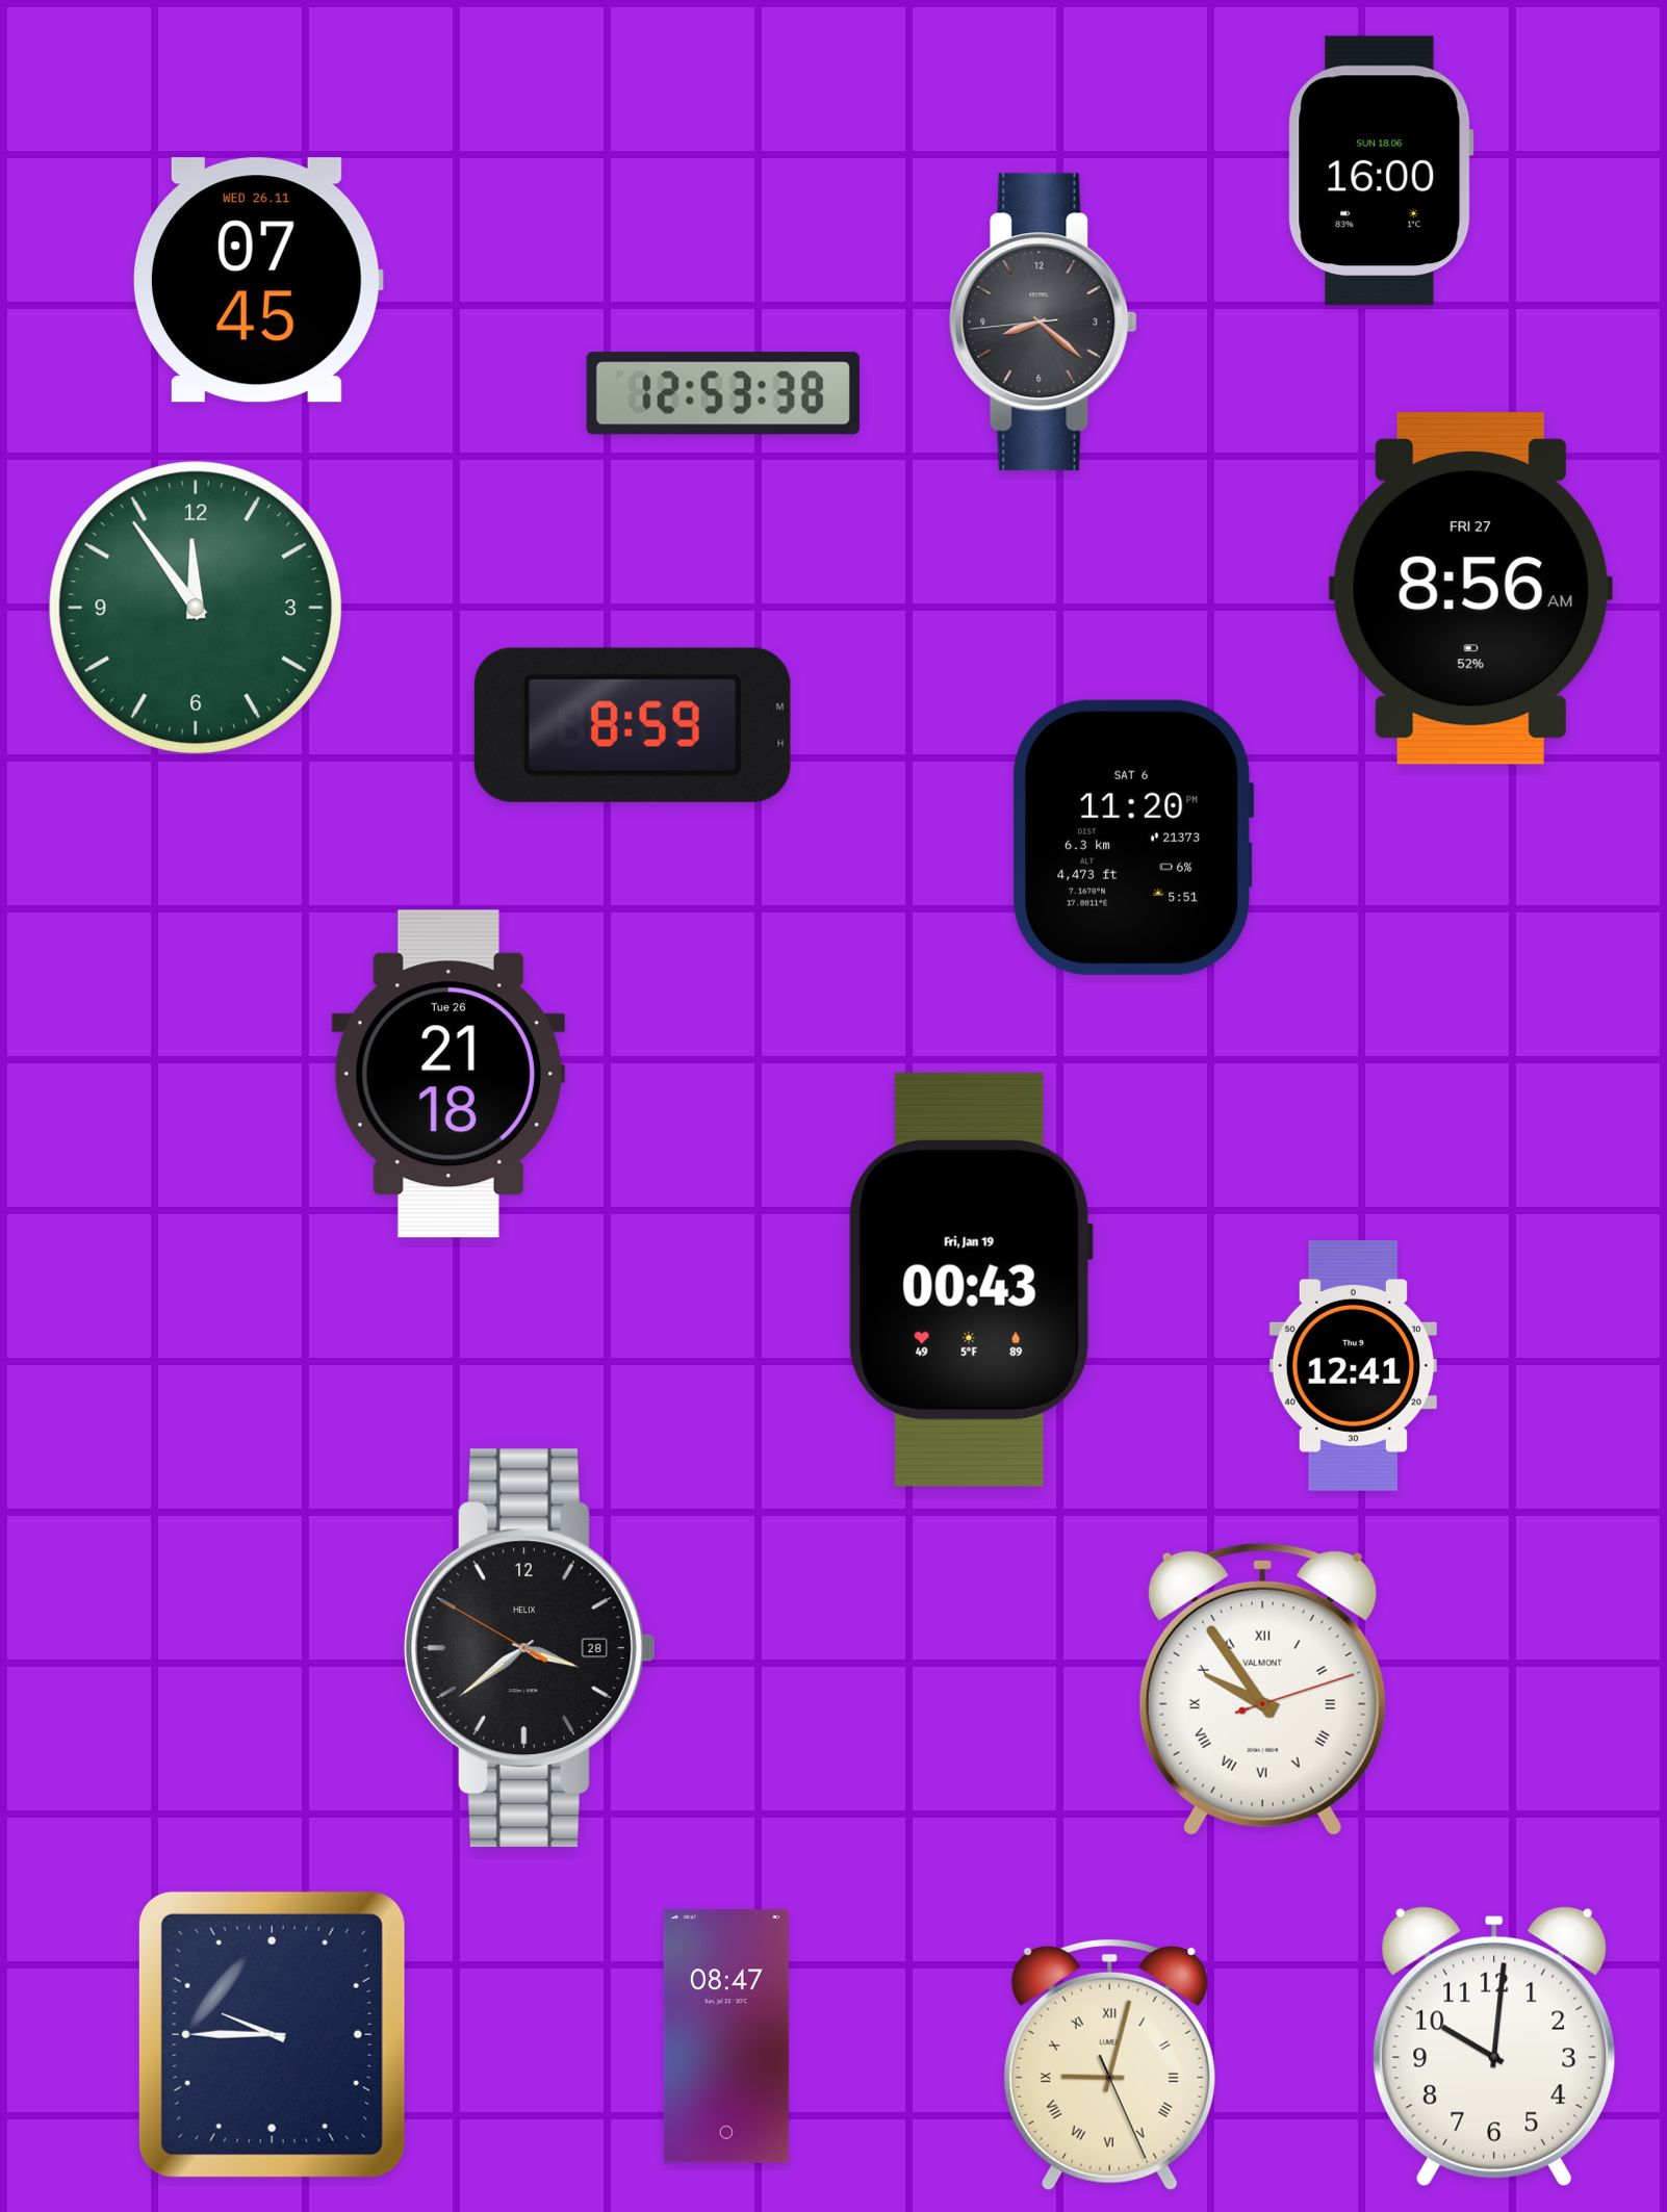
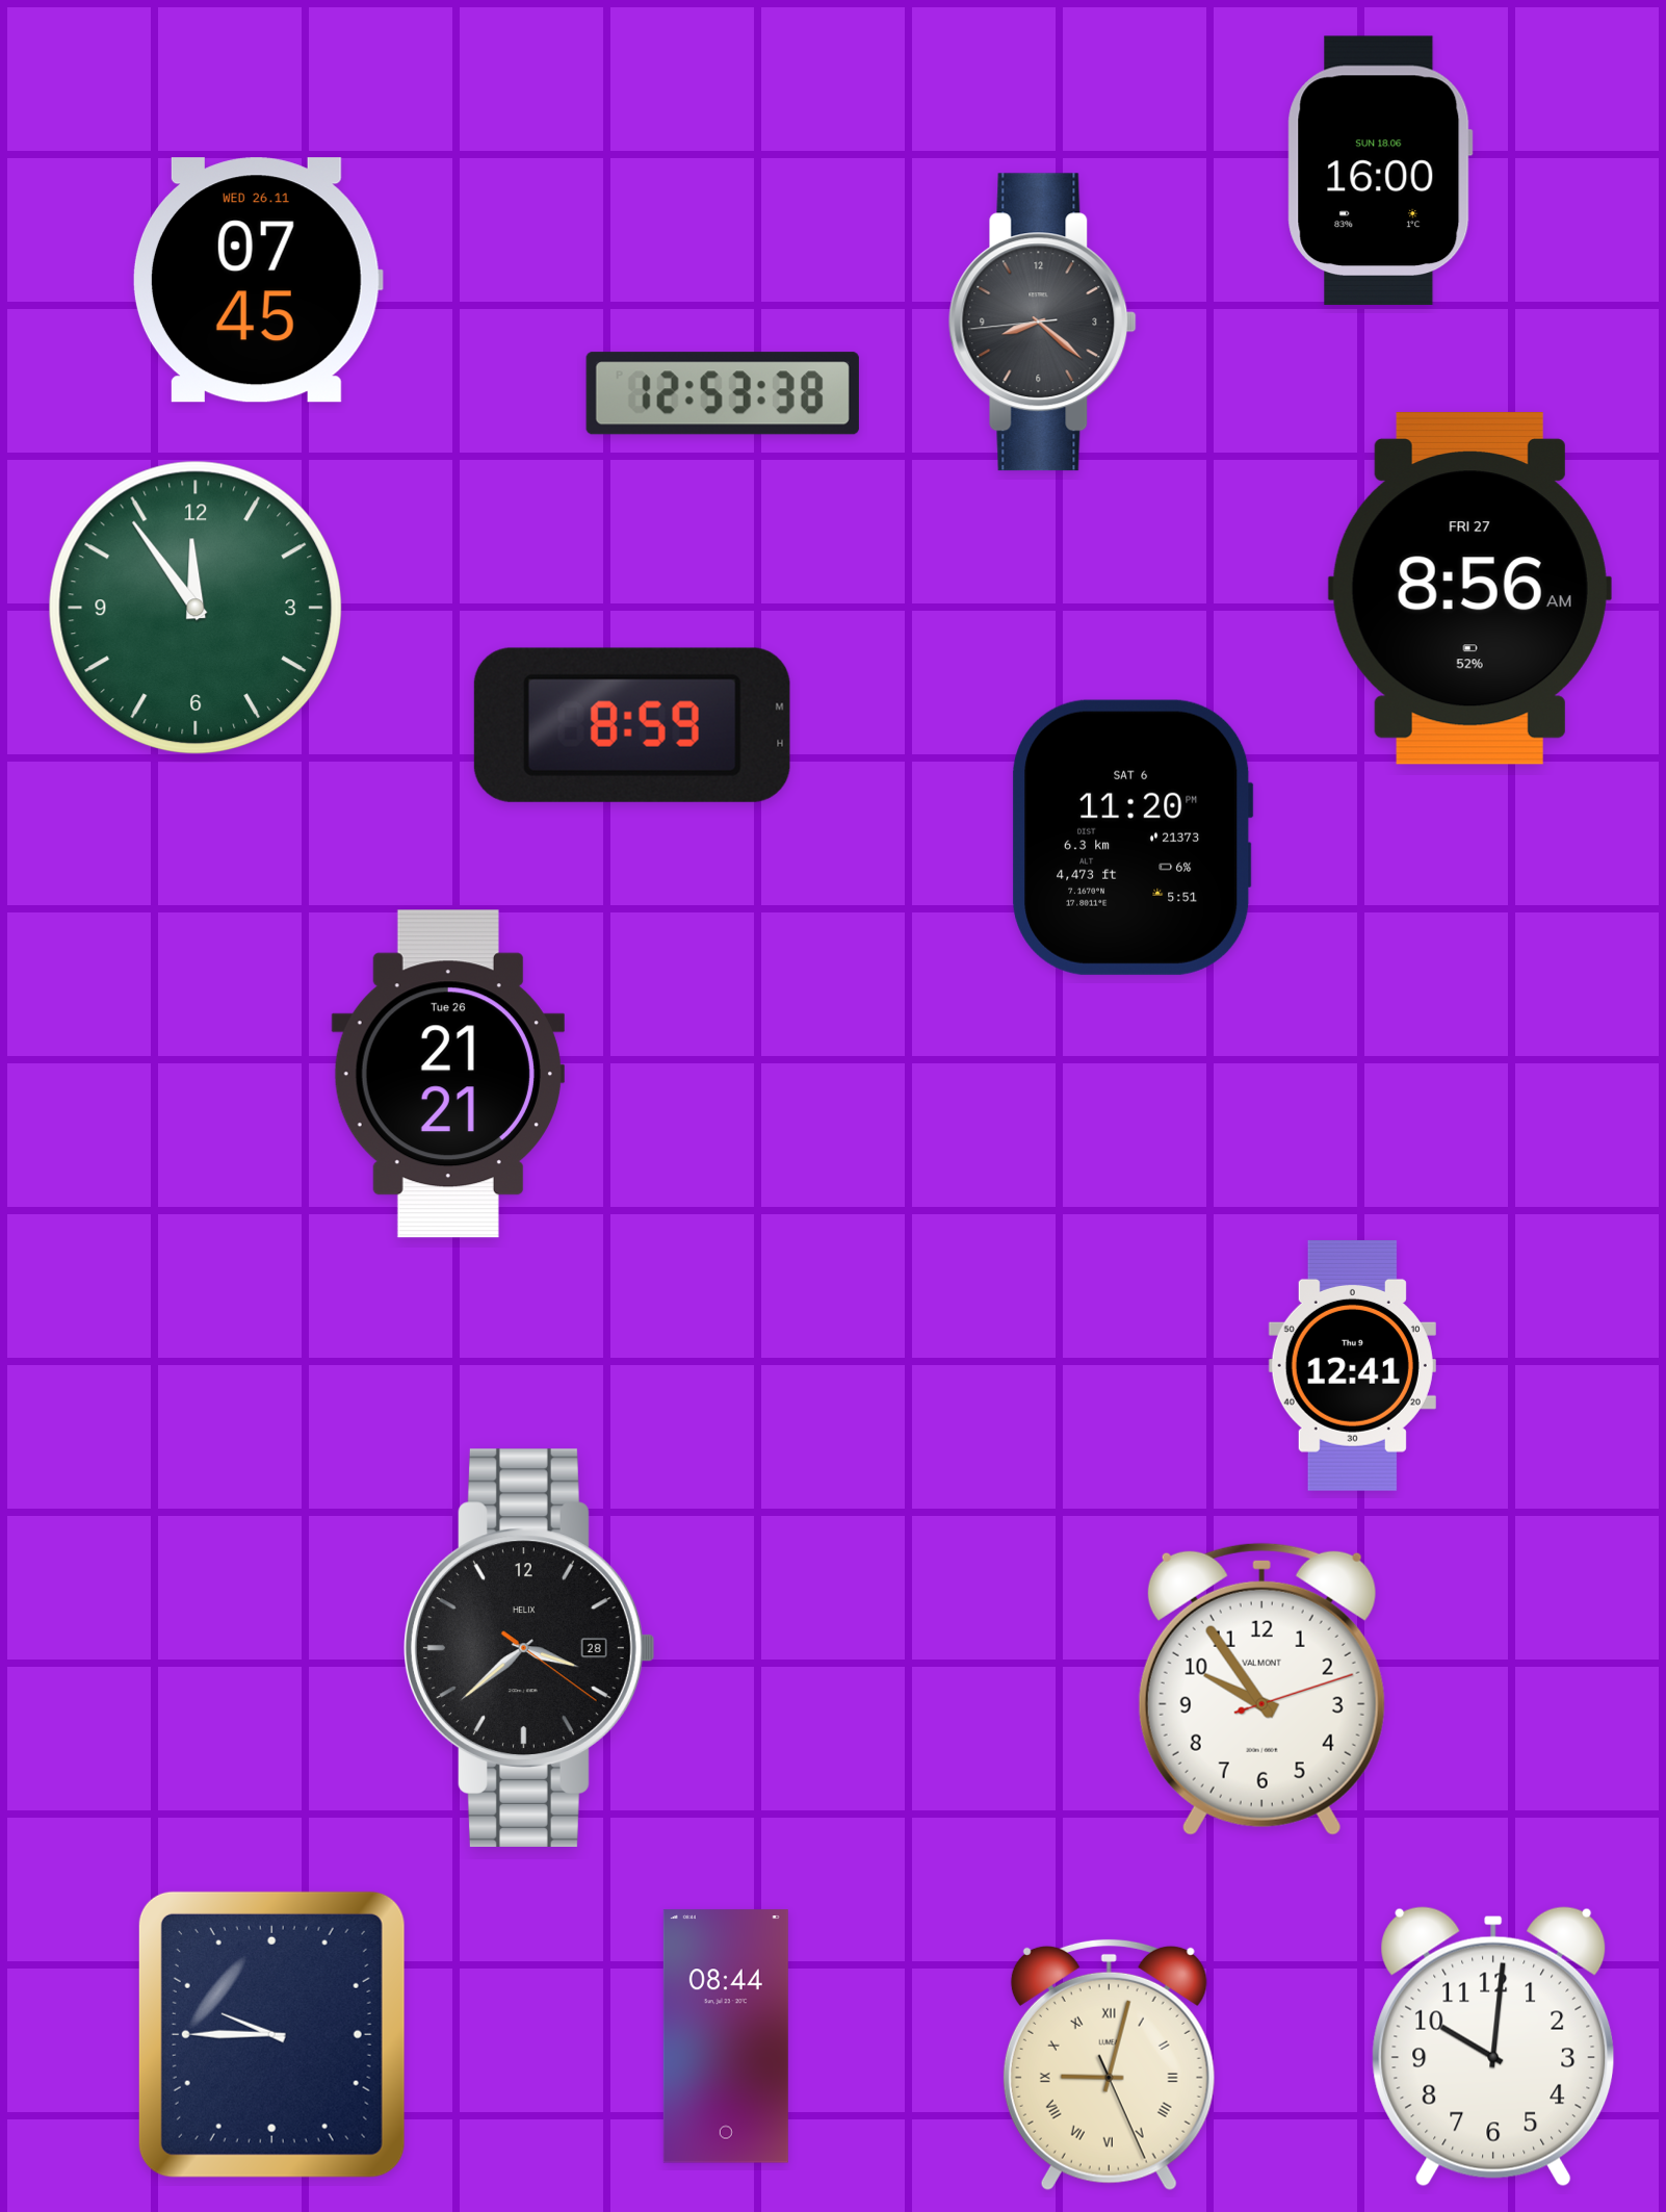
clock at (448, 1074): 21:18 -> 21:21
clock at (971, 1280): 00:43 -> none
clock at (531, 1648): 3:38:50 -> 3:38:21
clock at (1262, 1689) numerals: Roman -> Arabic
clock at (726, 2036): 08:47 -> 08:44
